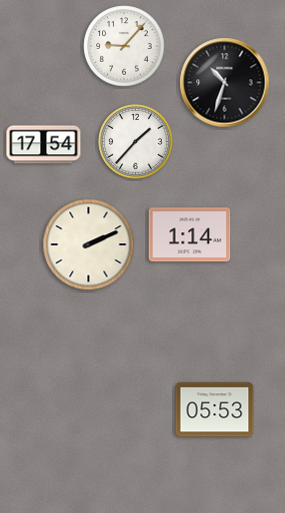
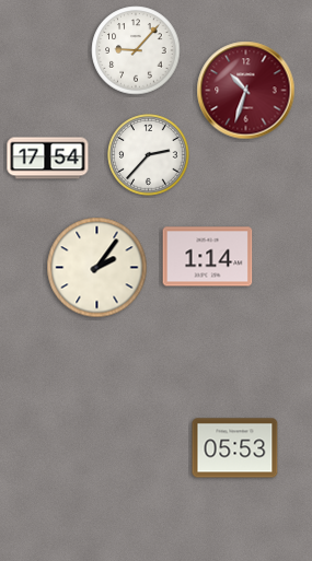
clock at (225, 83) dial: black -> burgundy
clock at (136, 142): 1:37 -> 2:37
clock at (89, 245): 2:11 -> 2:06
